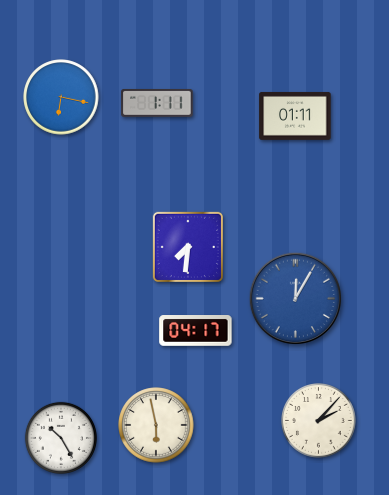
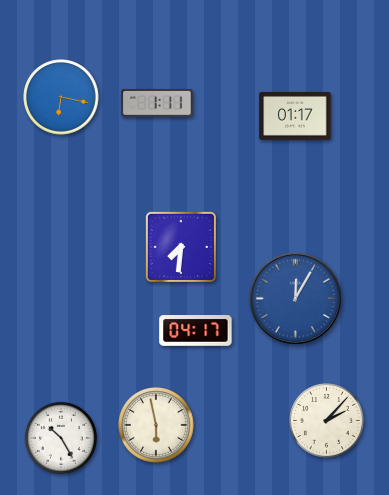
clock at (295, 116): 01:11 -> 01:17
clock at (188, 247) position: (188, 247) -> (181, 247)
clock at (319, 421) position: (319, 421) -> (327, 421)
